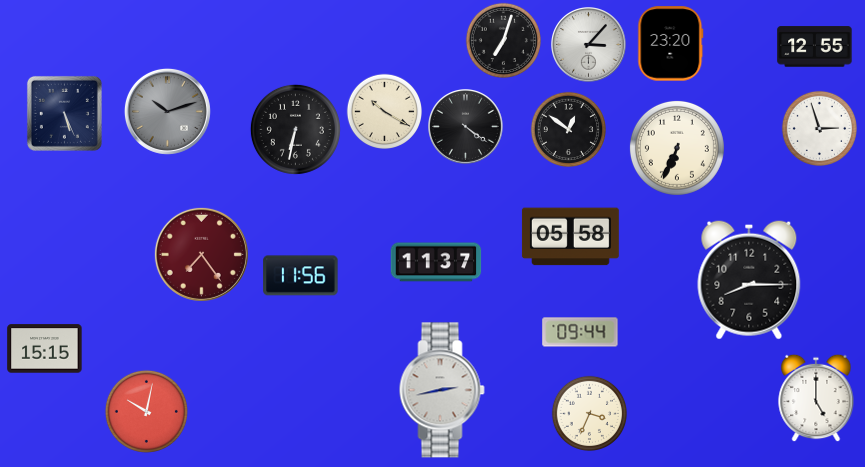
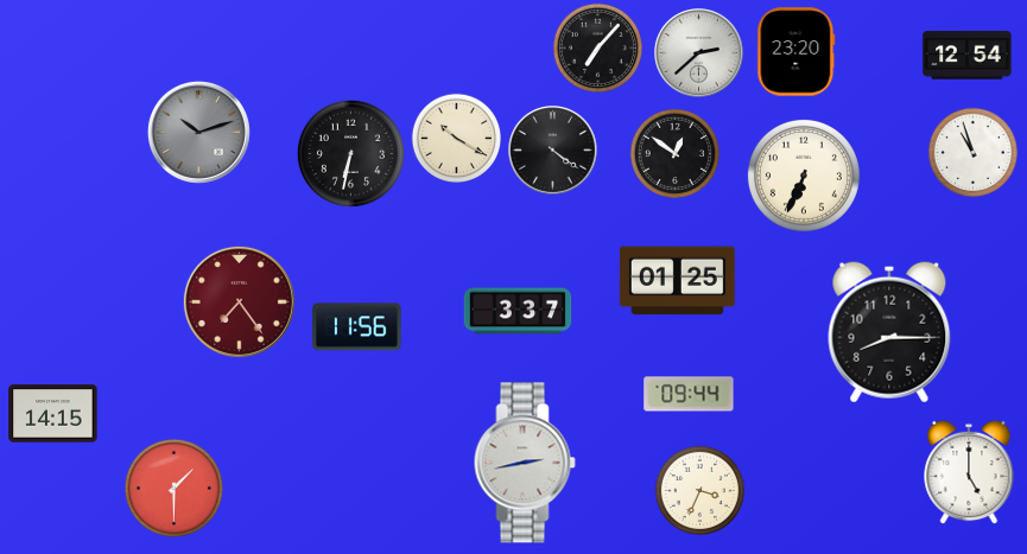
clock at (503, 40): 7:03 -> 7:07
clock at (589, 45): 3:07 -> 2:38
clock at (815, 47): 12:55 -> 12:54
clock at (384, 111) position: (384, 111) -> (456, 138)
clock at (64, 113): 5:26 -> none
clock at (819, 128): 2:57 -> 10:57
clock at (570, 237): 05:58 -> 01:25
clock at (436, 262): 11:37 -> 3:37
clock at (45, 349): 15:15 -> 14:15
clock at (146, 411): 10:02 -> 1:30
